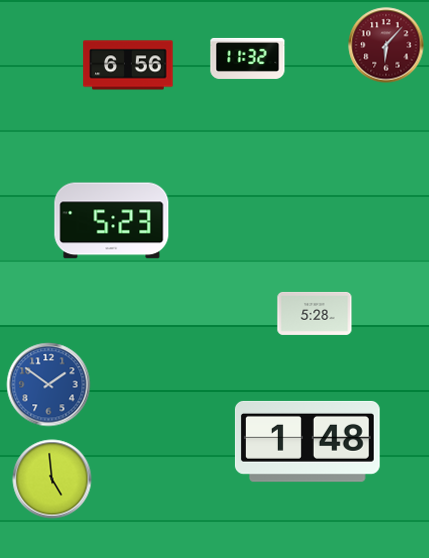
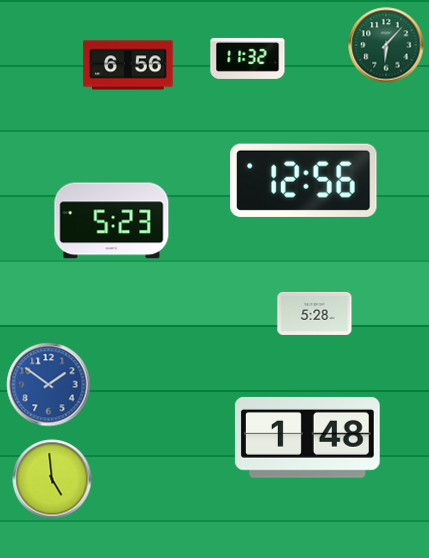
clock at (386, 45) dial: burgundy -> green
clock at (304, 180): none -> 12:56
clock at (307, 441) position: (307, 441) -> (307, 437)
